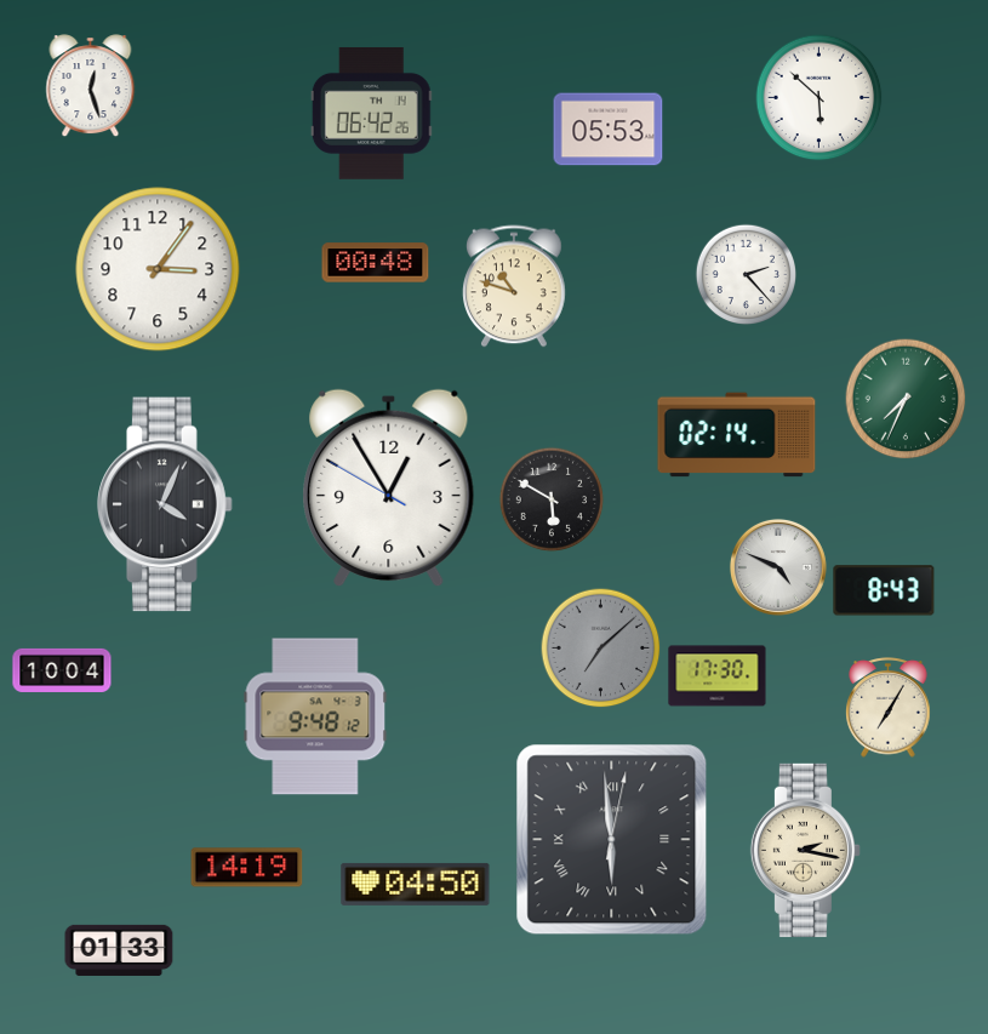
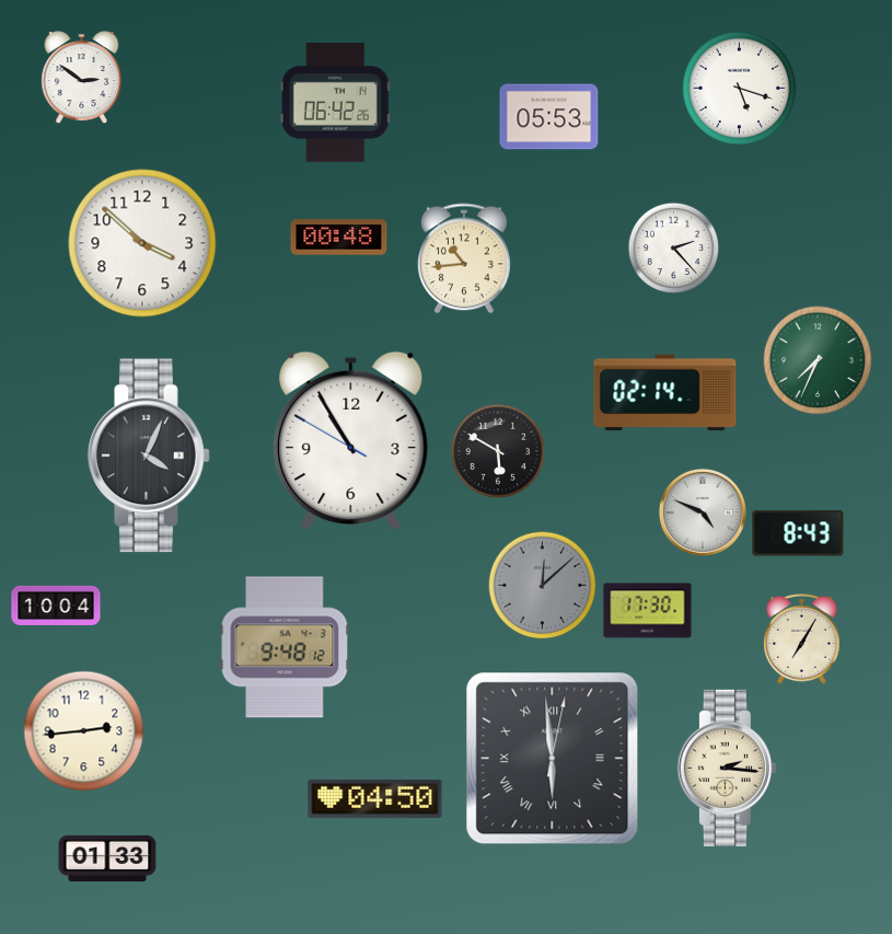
clock at (91, 86): 12:27 -> 2:51
clock at (819, 98): 5:52 -> 5:18
clock at (158, 269): 3:06 -> 3:52
clock at (515, 286): 10:48 -> 10:44
clock at (389, 489): 12:54 -> 10:54
clock at (601, 649): 7:08 -> 12:08
clock at (84, 731): none -> 2:44
clock at (805, 850): 2:17 -> 2:16
clock at (247, 868): 14:19 -> none
